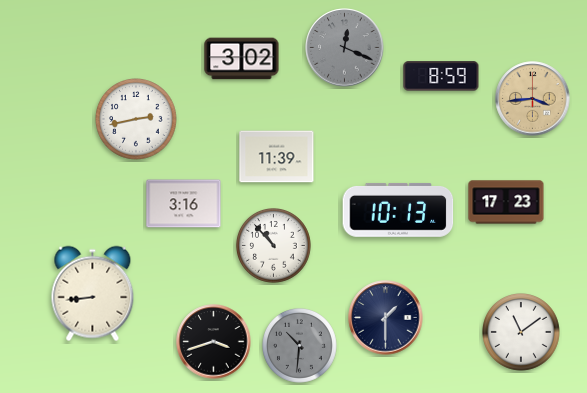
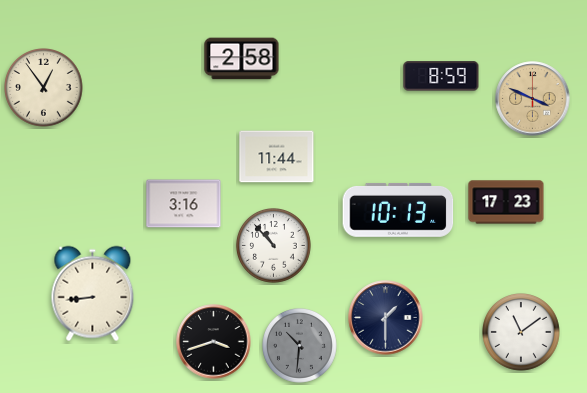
clock at (345, 48): 12:19 -> none
clock at (242, 59): 3:02 -> 2:58
clock at (44, 88): none -> 12:54
clock at (533, 99): 3:44 -> 3:49
clock at (136, 119): 2:43 -> none
clock at (277, 157): 11:39 -> 11:44
